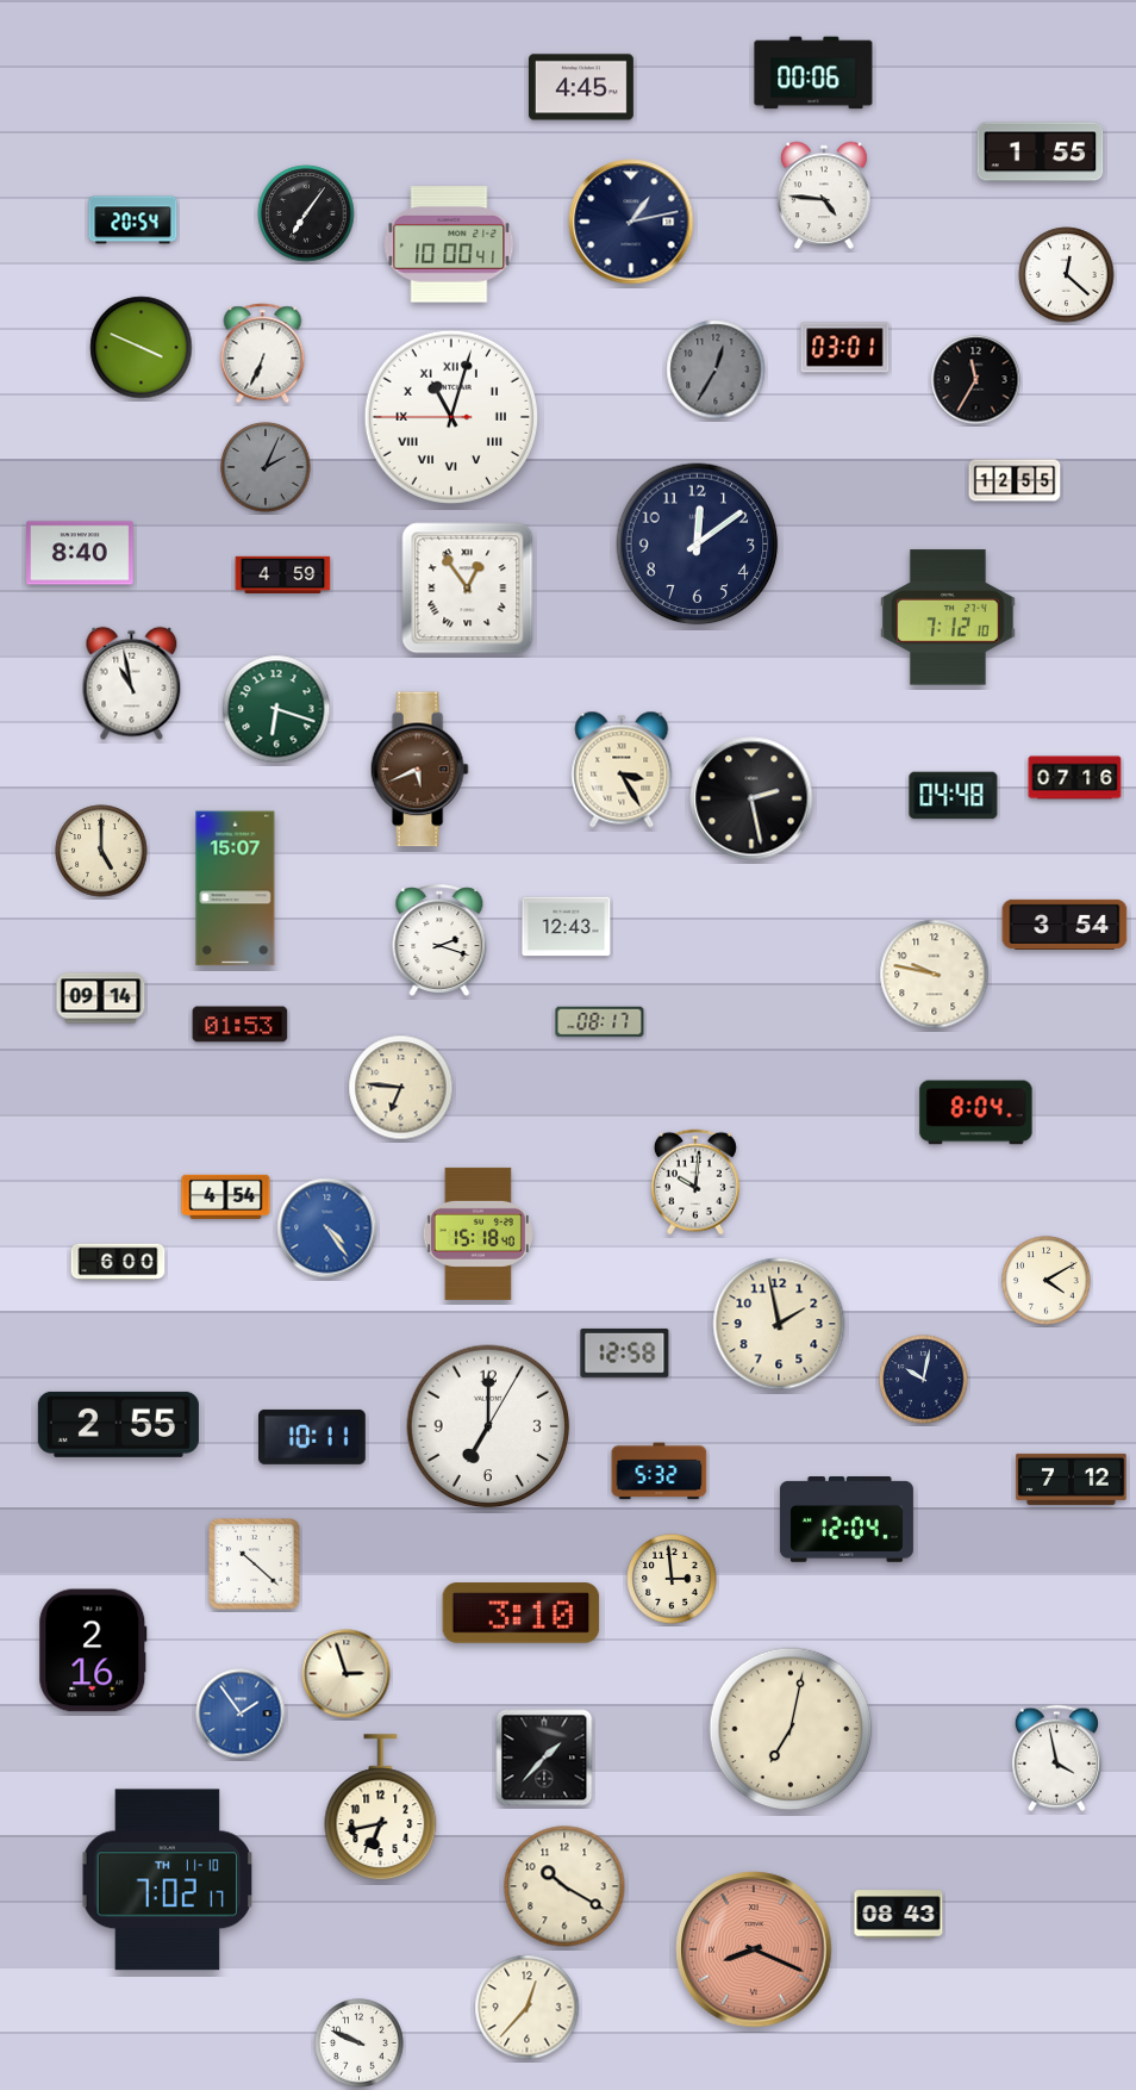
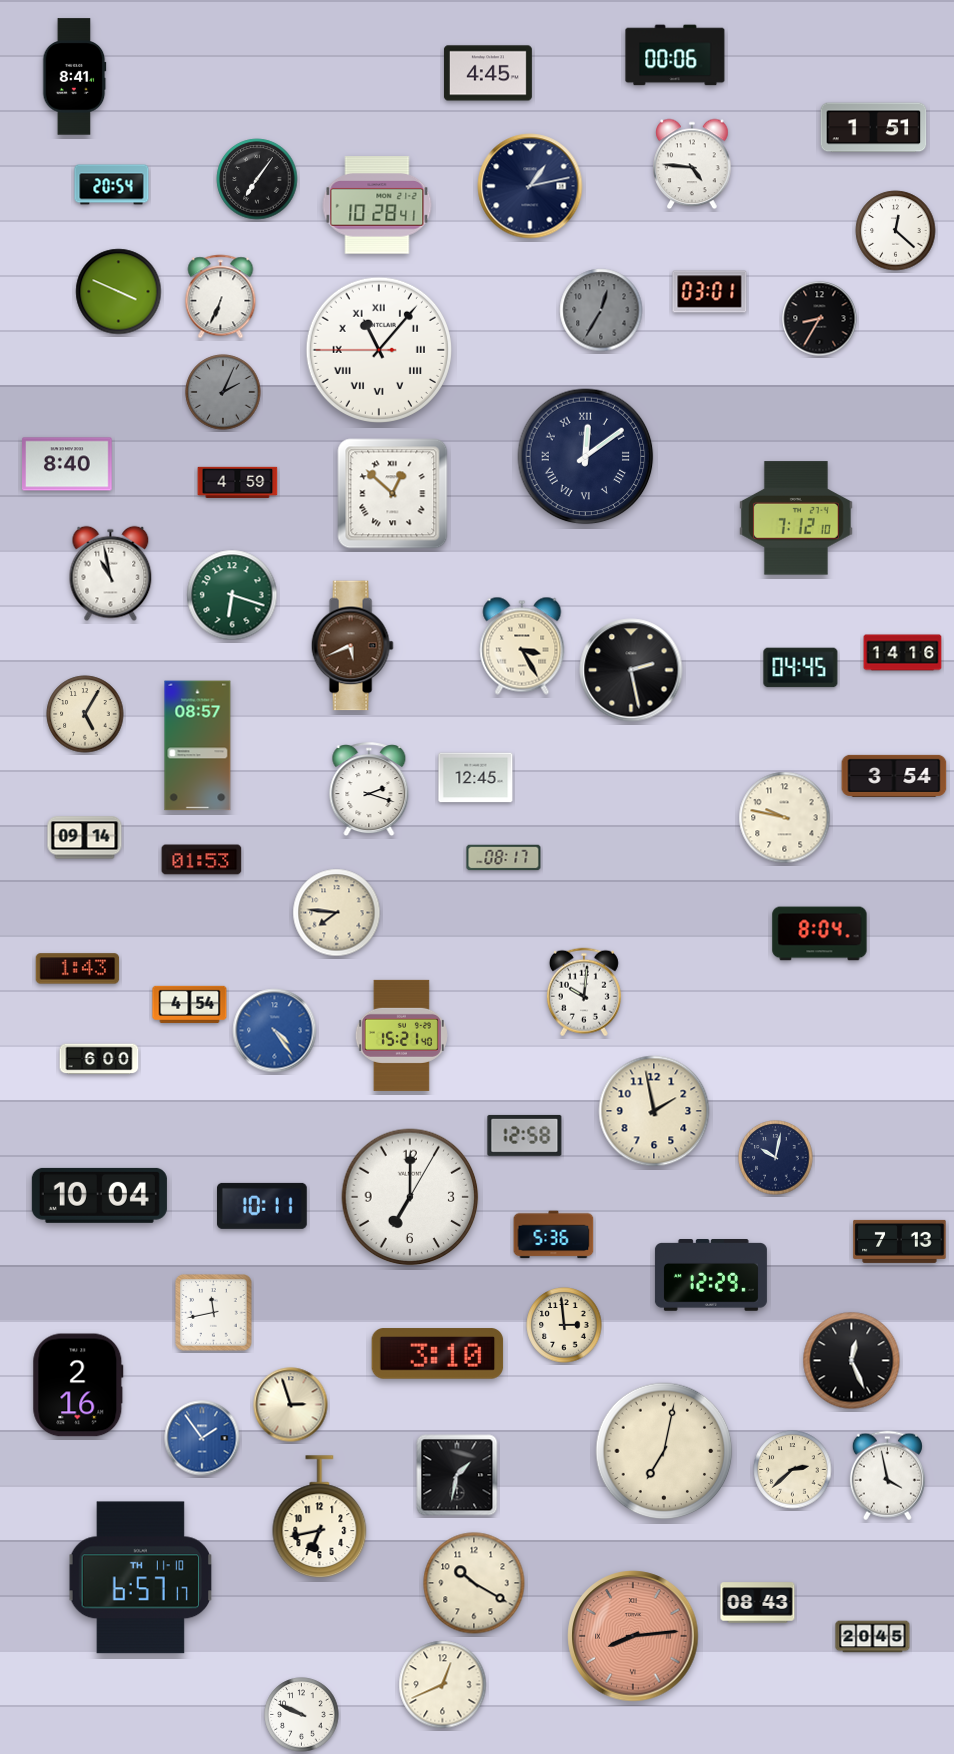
clock at (813, 73) position: (813, 73) -> (675, 55)
clock at (74, 77): none -> 8:41
clock at (1041, 153): 1:55 -> 1:51
clock at (449, 244): 10:00 -> 10:28
clock at (976, 380): 11:35 -> 8:35
clock at (450, 416): 11:02 -> 11:06
clock at (1015, 480): 12:55 -> none
clock at (698, 545) numerals: Arabic -> Roman
clock at (468, 589): 12:54 -> 12:52
clock at (1075, 778): 07:16 -> 14:16
clock at (954, 796): 04:48 -> 04:45
clock at (101, 851): 5:00 -> 5:05
clock at (236, 889): 15:07 -> 08:57
clock at (567, 927): 12:43 -> 12:45
clock at (401, 1088): 6:46 -> 7:46
clock at (78, 969): none -> 1:43
clock at (478, 1233): 15:18 -> 15:21
clock at (1047, 1281): 4:10 -> none
clock at (118, 1424): 2:55 -> 10:04
clock at (660, 1472): 5:32 -> 5:36
clock at (1072, 1479): 7:12 -> 7:13
clock at (847, 1520): 12:04 -> 12:29
clock at (255, 1565): 10:22 -> 11:43
clock at (852, 1361): none -> 12:26
clock at (793, 1470): none -> 2:38
clock at (544, 1758): 1:37 -> 1:32
clock at (167, 1880): 7:02 -> 6:57
clock at (899, 1915) position: (899, 1915) -> (758, 1603)
clock at (754, 1949): 8:19 -> 8:14
clock at (873, 1637): none -> 20:45
clock at (528, 2008): 12:37 -> 12:41
